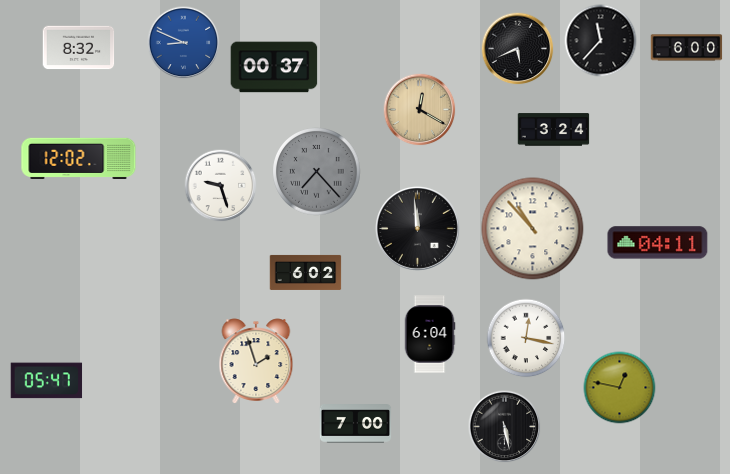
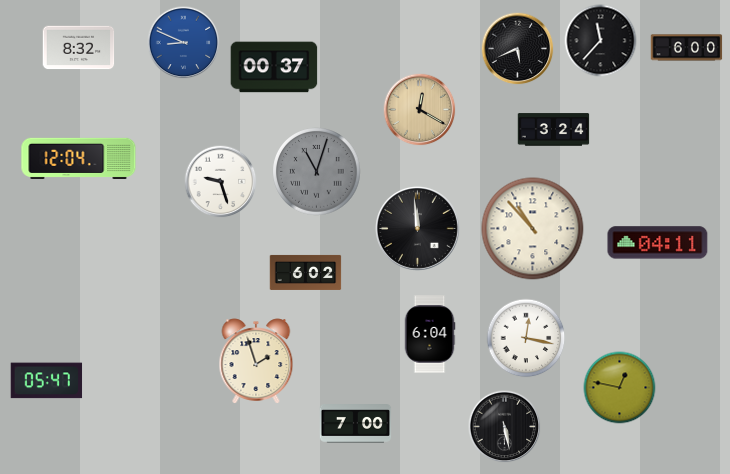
clock at (79, 158): 12:02 -> 12:04
clock at (317, 172): 7:23 -> 11:03
clock at (221, 186) position: (221, 186) -> (221, 182)
